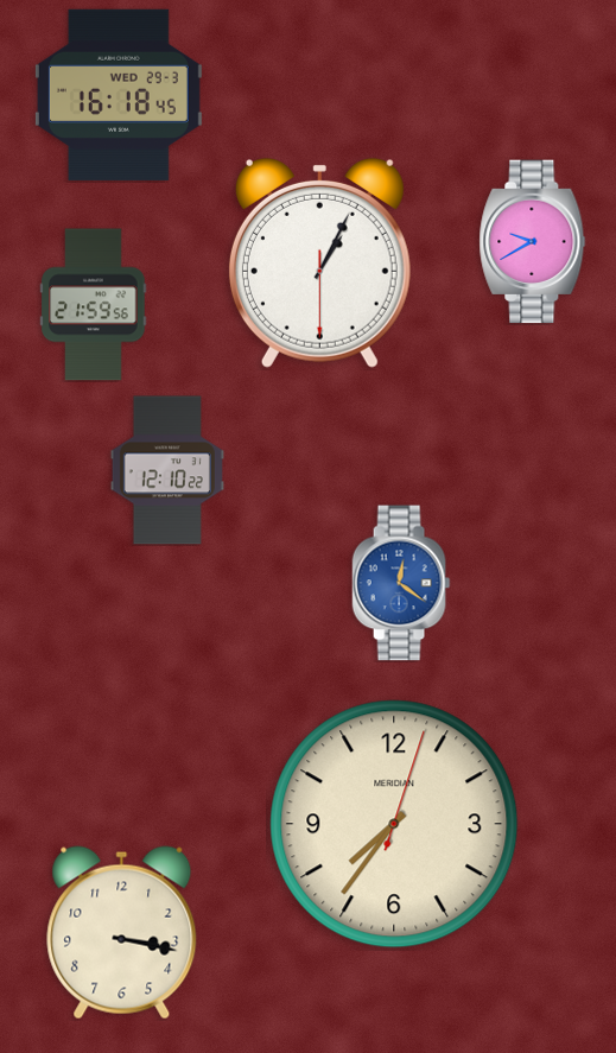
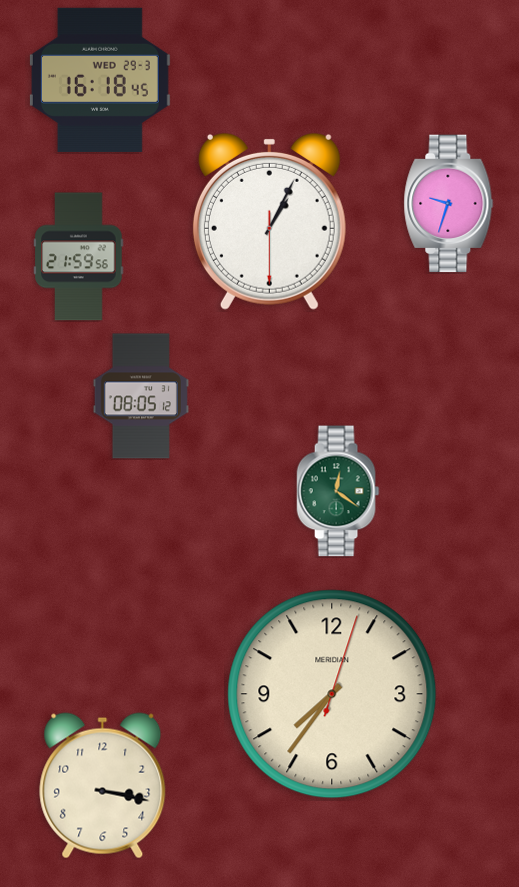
clock at (533, 242): 9:40 -> 9:33
clock at (167, 470): 12:10 -> 08:05
clock at (401, 583) dial: blue -> green
